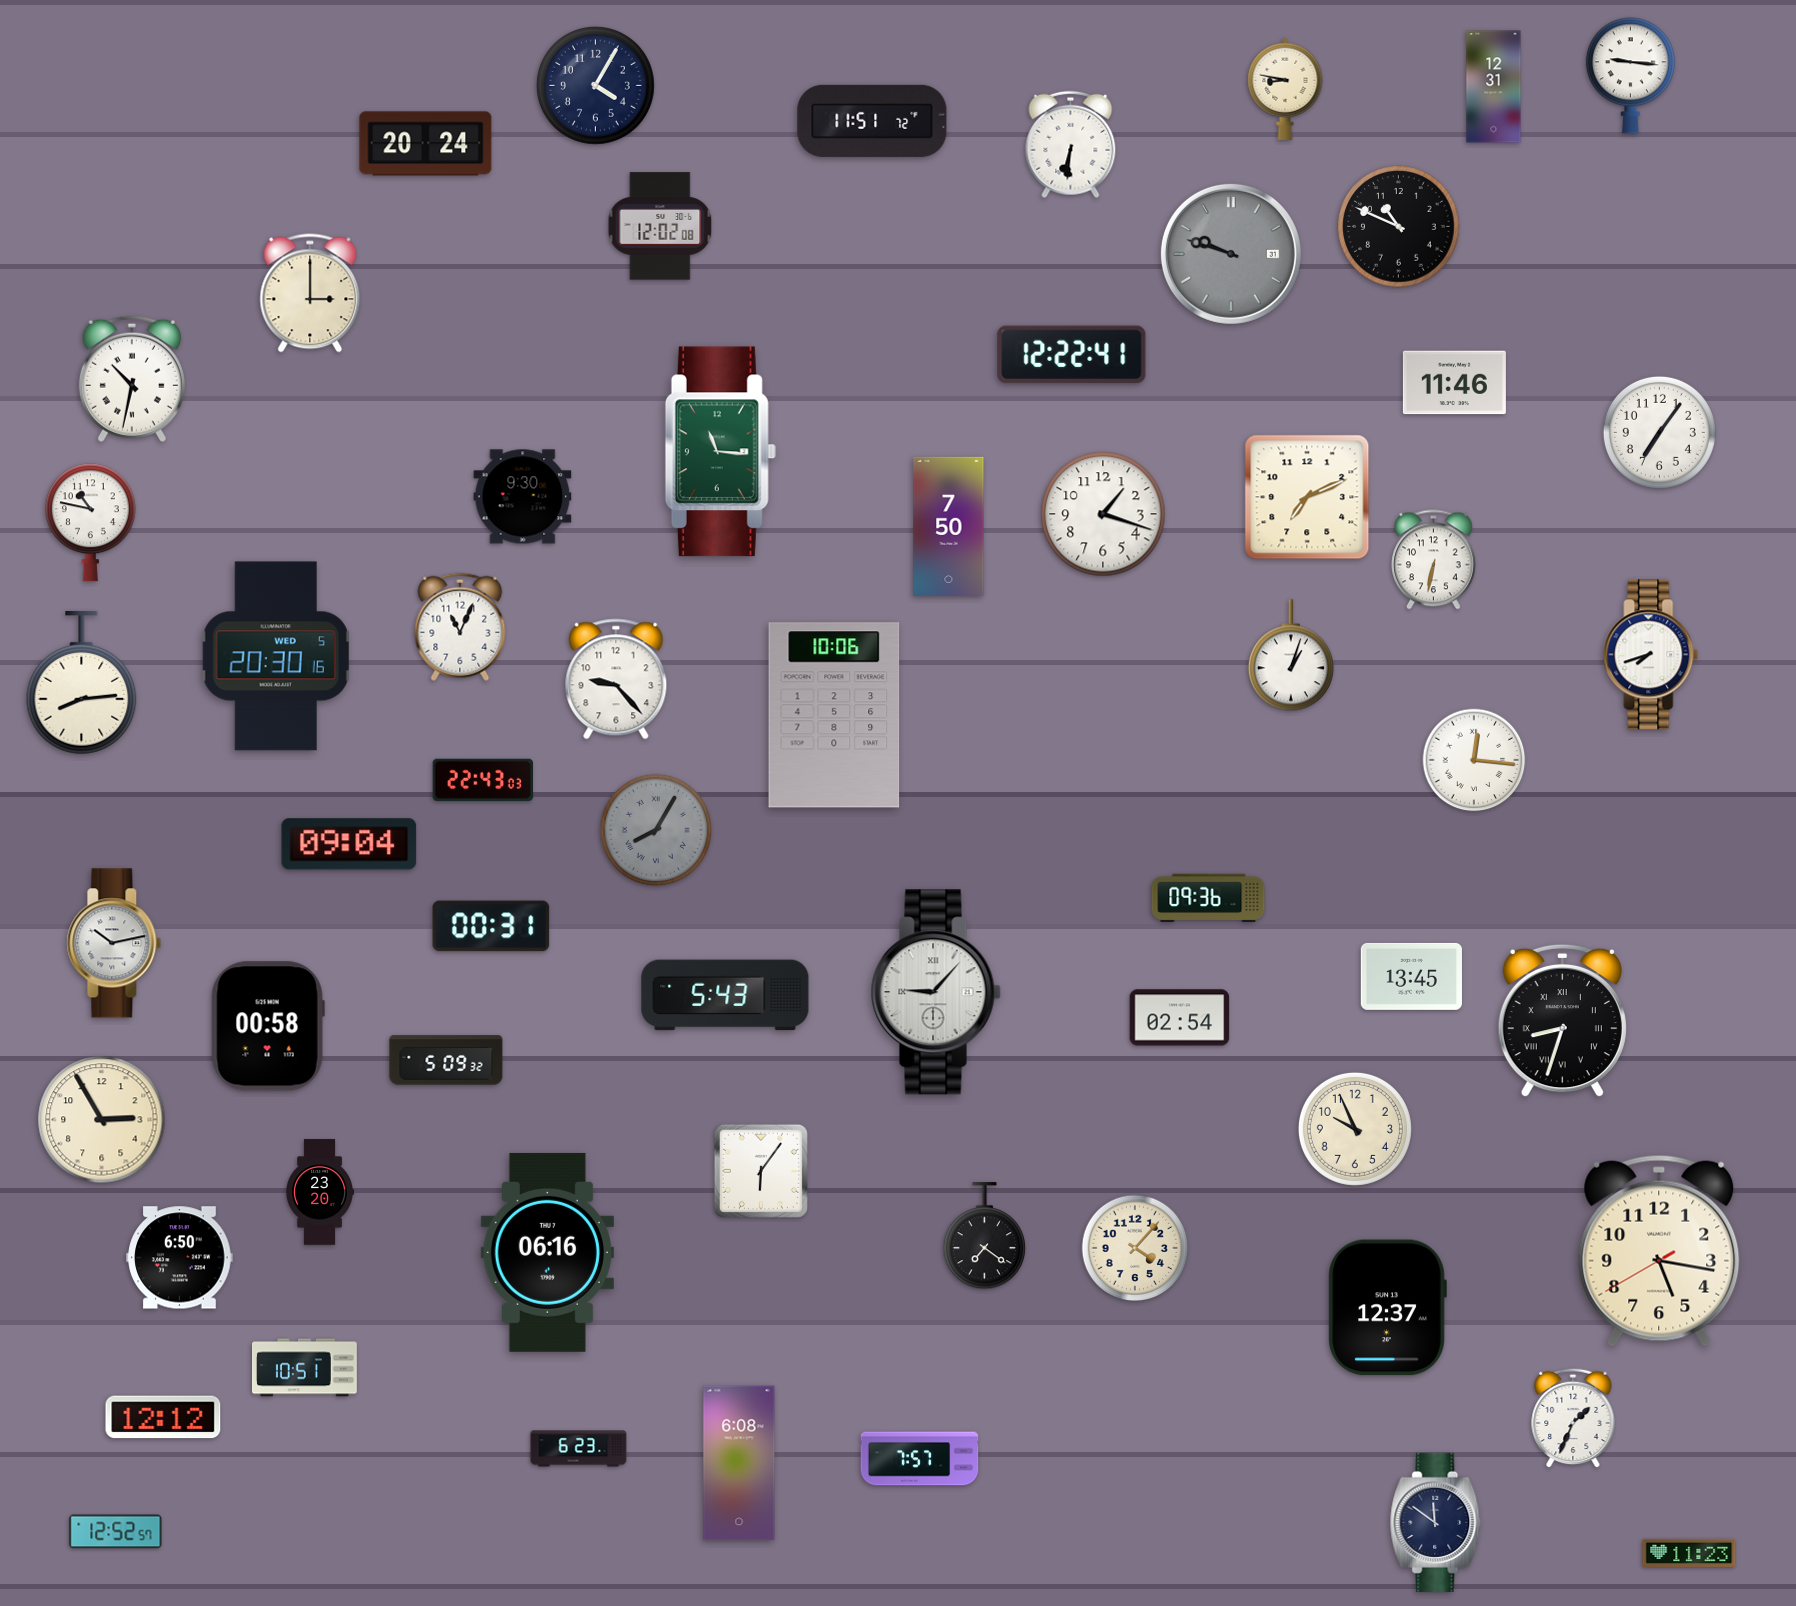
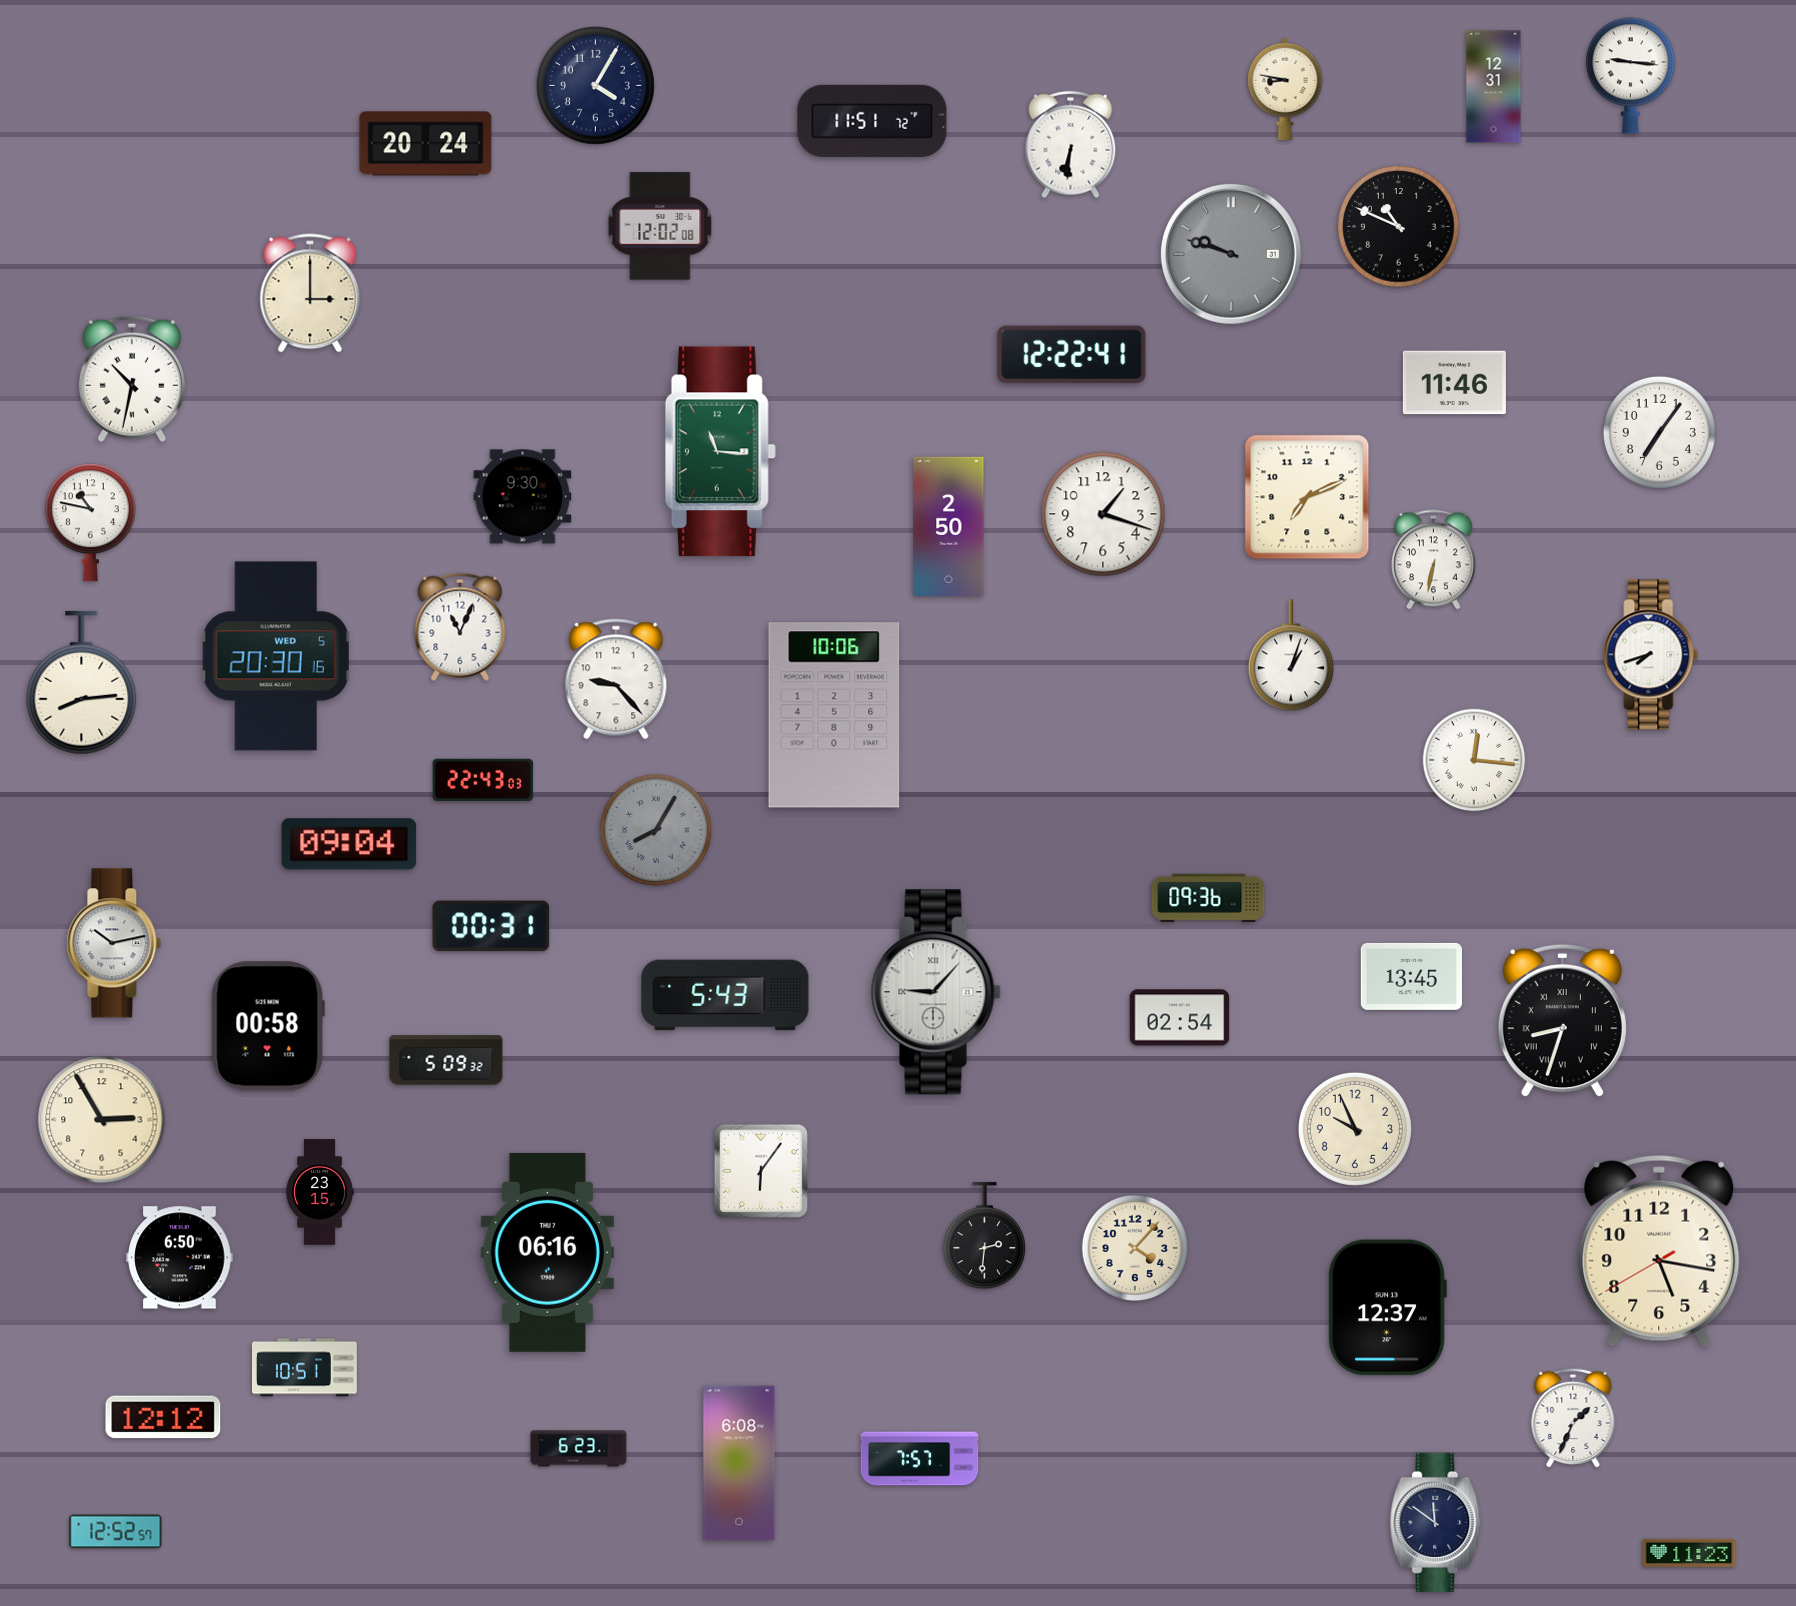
clock at (949, 526): 7:50 -> 2:50
clock at (320, 1192): 23:20 -> 23:15
clock at (984, 1236): 7:21 -> 2:31
